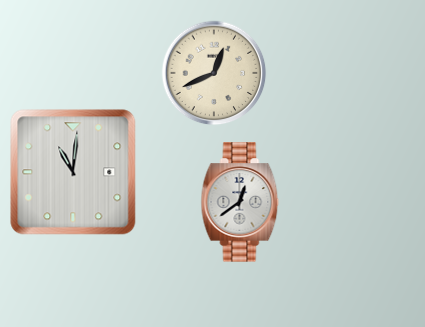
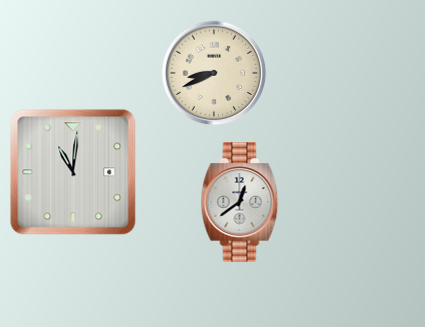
clock at (214, 73): 12:41 -> 8:41
